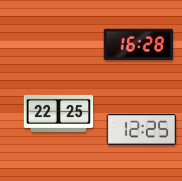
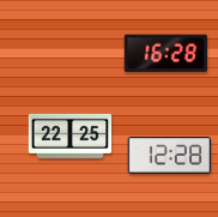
clock at (141, 130): 12:25 -> 12:28
